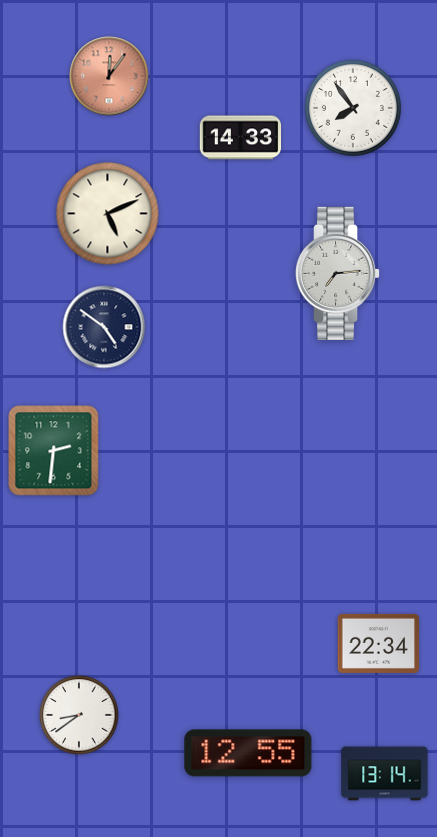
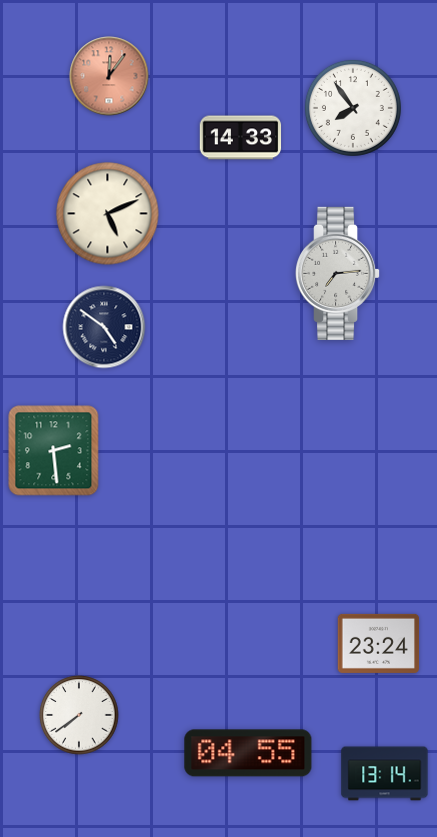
clock at (54, 451): 2:31 -> 2:29
clock at (379, 643): 22:34 -> 23:24
clock at (79, 715): 8:39 -> 7:39
clock at (248, 753): 12:55 -> 04:55
